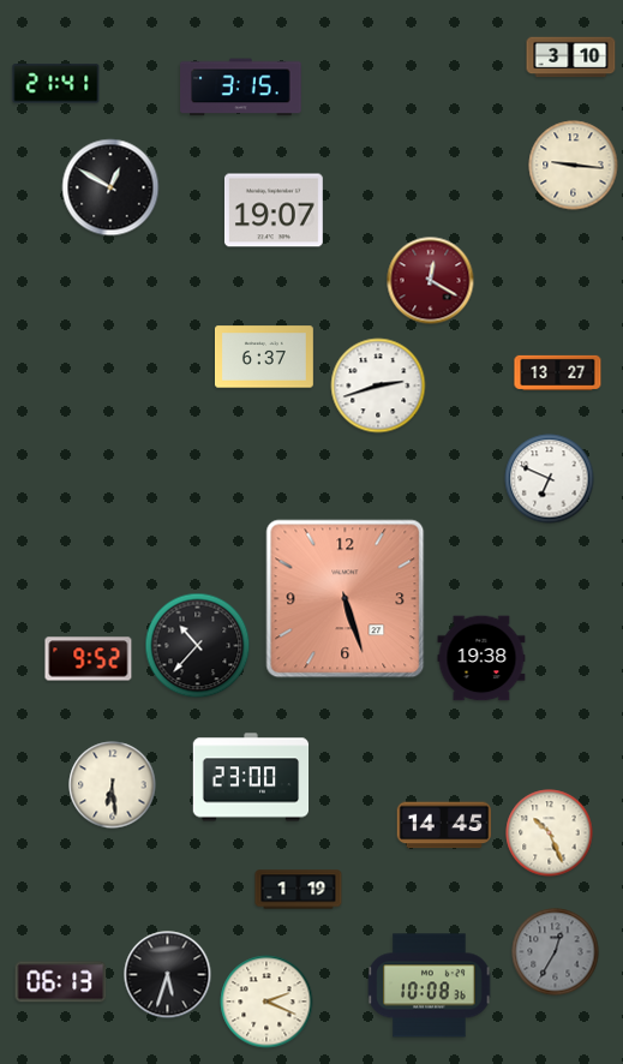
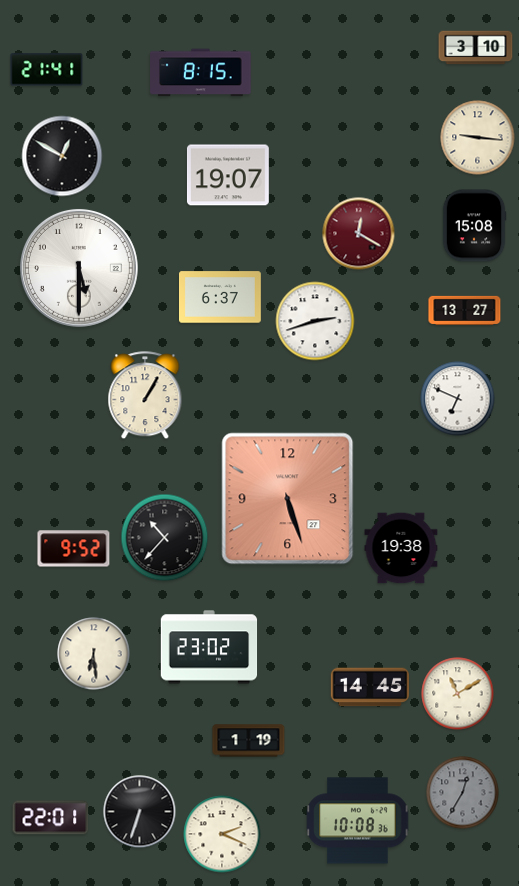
clock at (241, 88): 3:15 -> 8:15
clock at (110, 187) position: (110, 187) -> (62, 156)
clock at (474, 226): none -> 15:08
clock at (79, 268): none -> 5:30
clock at (145, 396): none -> 1:05
clock at (251, 777): 23:00 -> 23:02
clock at (550, 833): 10:26 -> 11:10
clock at (168, 975): 5:33 -> 6:33
clock at (61, 982): 06:13 -> 22:01
